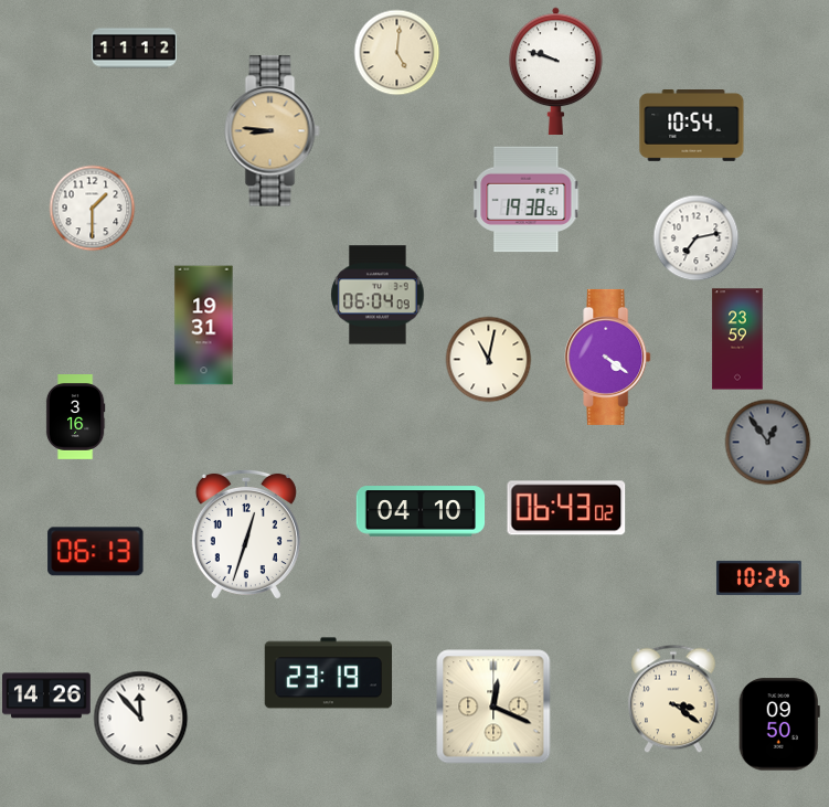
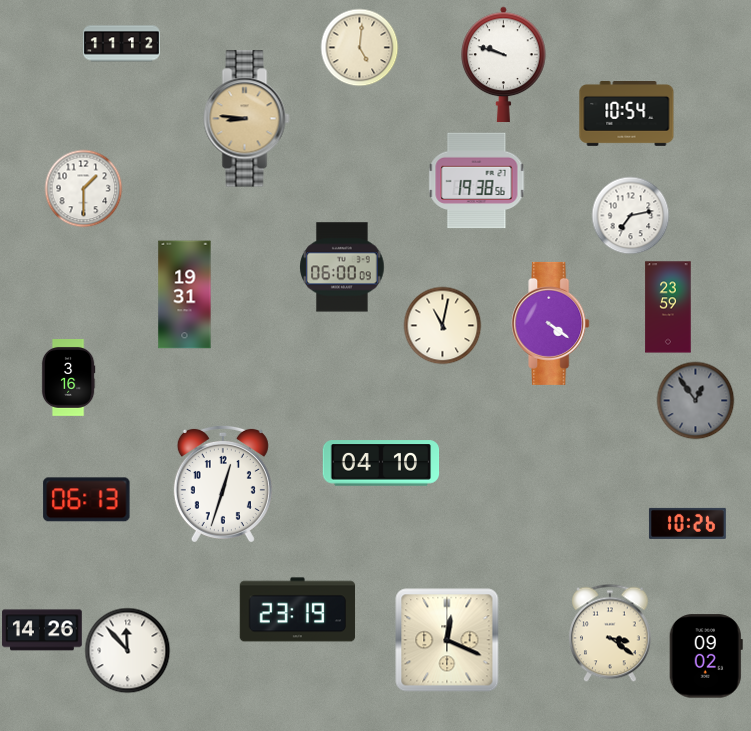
clock at (378, 295): 06:04 -> 06:00
clock at (566, 508): 06:43 -> none
clock at (779, 724): 09:50 -> 09:02
